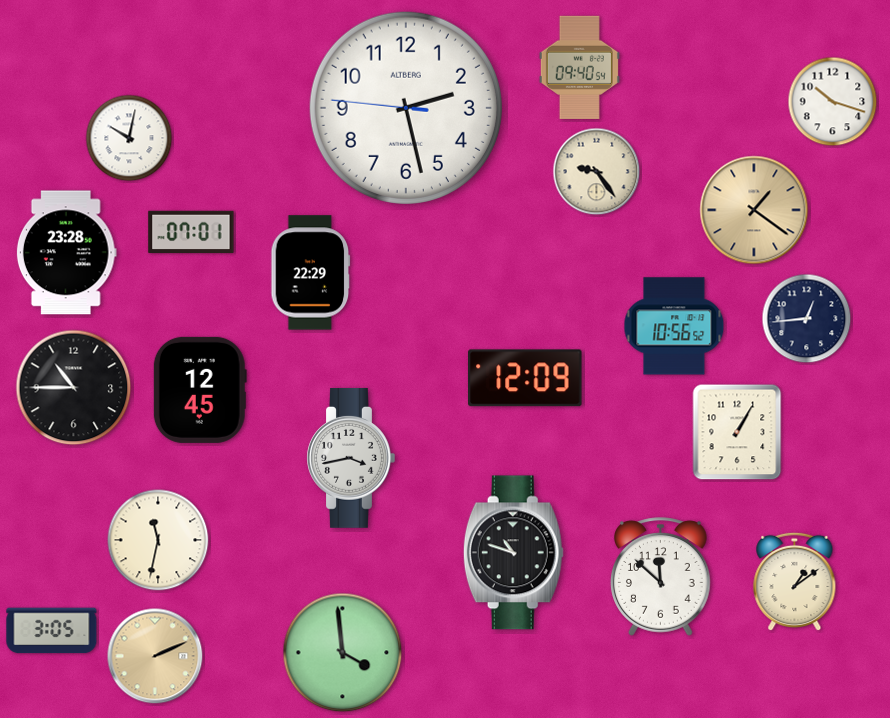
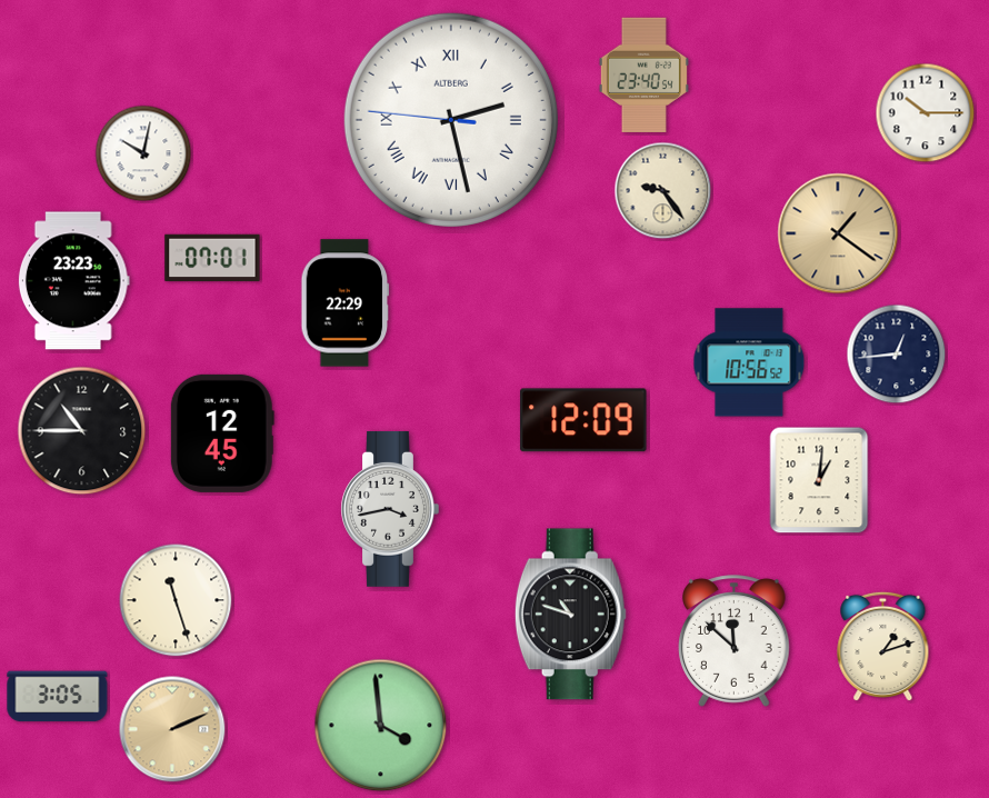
clock at (579, 67): 09:40 -> 23:40
clock at (833, 102): 10:18 -> 10:15
clock at (406, 108) numerals: Arabic -> Roman
clock at (66, 253): 23:28 -> 23:23
clock at (737, 432): 1:05 -> 1:01
clock at (158, 540): 11:32 -> 11:27
clock at (795, 582): 1:09 -> 1:12
clock at (52, 631) position: (52, 631) -> (58, 697)
